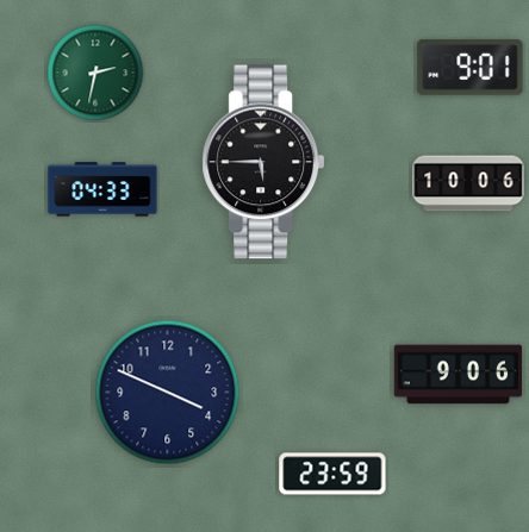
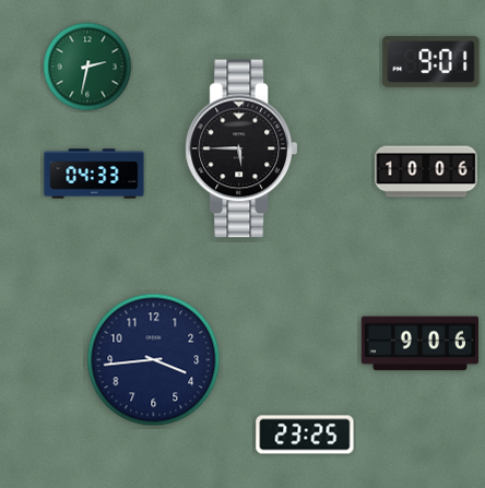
clock at (468, 183) position: (468, 183) -> (426, 171)
clock at (168, 393): 3:49 -> 3:44
clock at (332, 474): 23:59 -> 23:25
